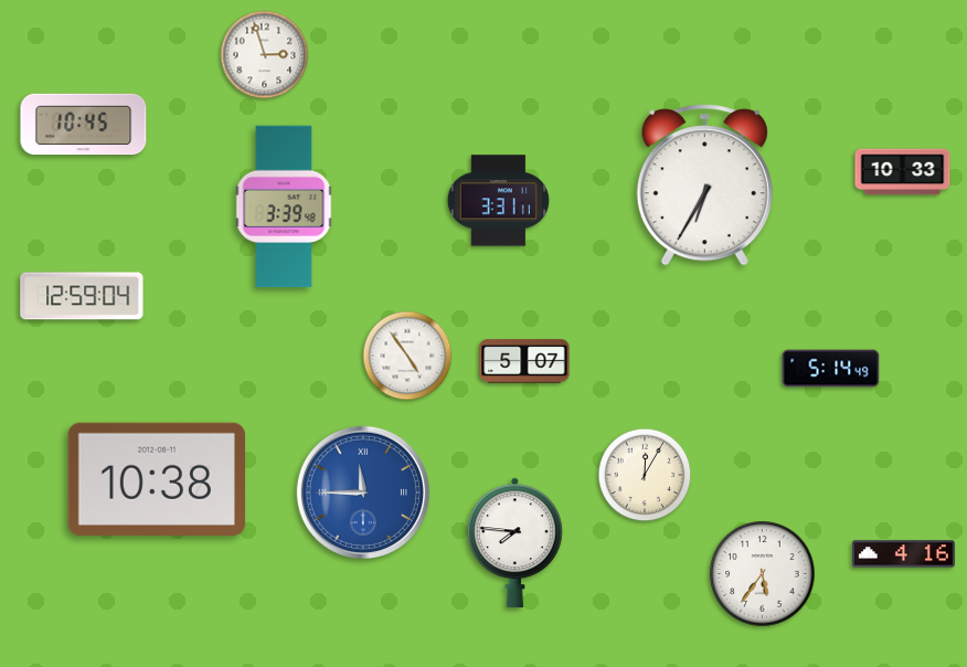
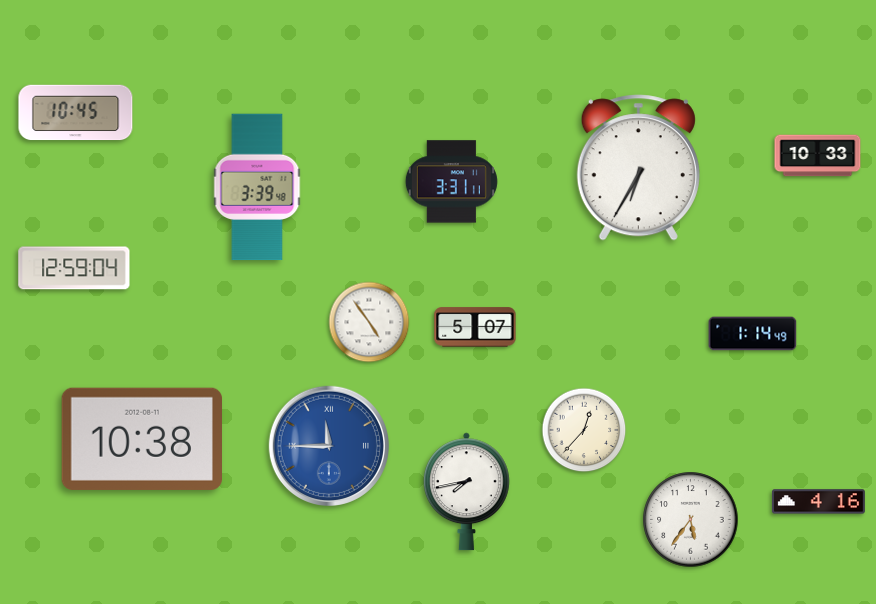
clock at (265, 55): 2:57 -> none
clock at (831, 369): 5:14 -> 1:14
clock at (645, 475): 12:05 -> 12:37
clock at (156, 479) position: (156, 479) -> (141, 439)
clock at (514, 543): 7:46 -> 7:43
